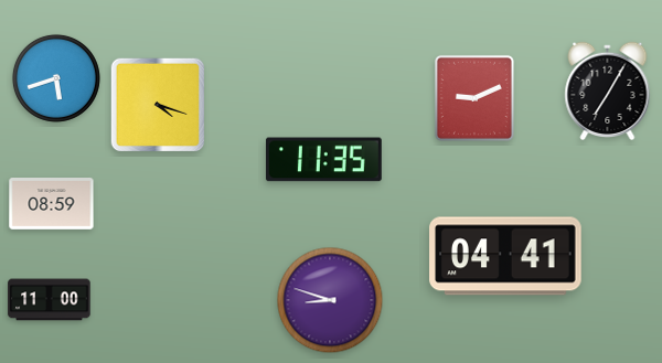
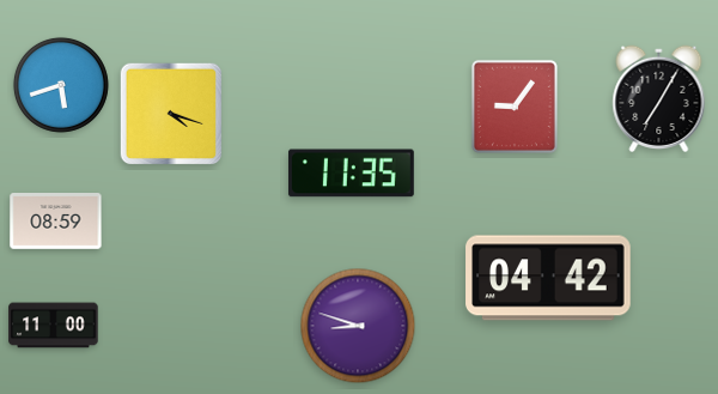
clock at (474, 98): 9:11 -> 9:06
clock at (505, 256): 04:41 -> 04:42
